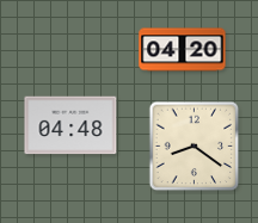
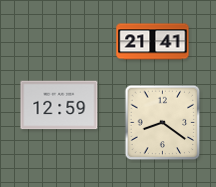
clock at (183, 50): 04:20 -> 21:41
clock at (70, 125): 04:48 -> 12:59
